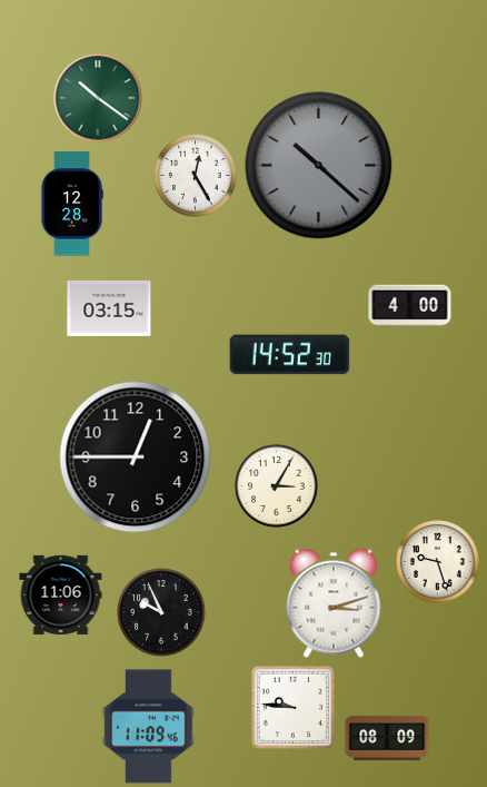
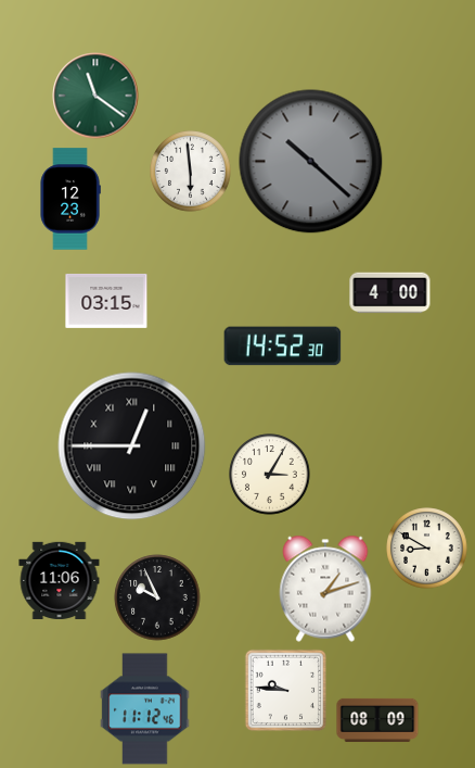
clock at (98, 98): 10:21 -> 11:21
clock at (196, 176): 12:25 -> 5:59
clock at (72, 204): 12:28 -> 12:23
clock at (410, 306) position: (410, 306) -> (390, 293)
clock at (136, 458) numerals: Arabic -> Roman
clock at (438, 562): 9:27 -> 8:50
clock at (334, 603): 3:12 -> 1:12
clock at (149, 727): 11:09 -> 11:12
